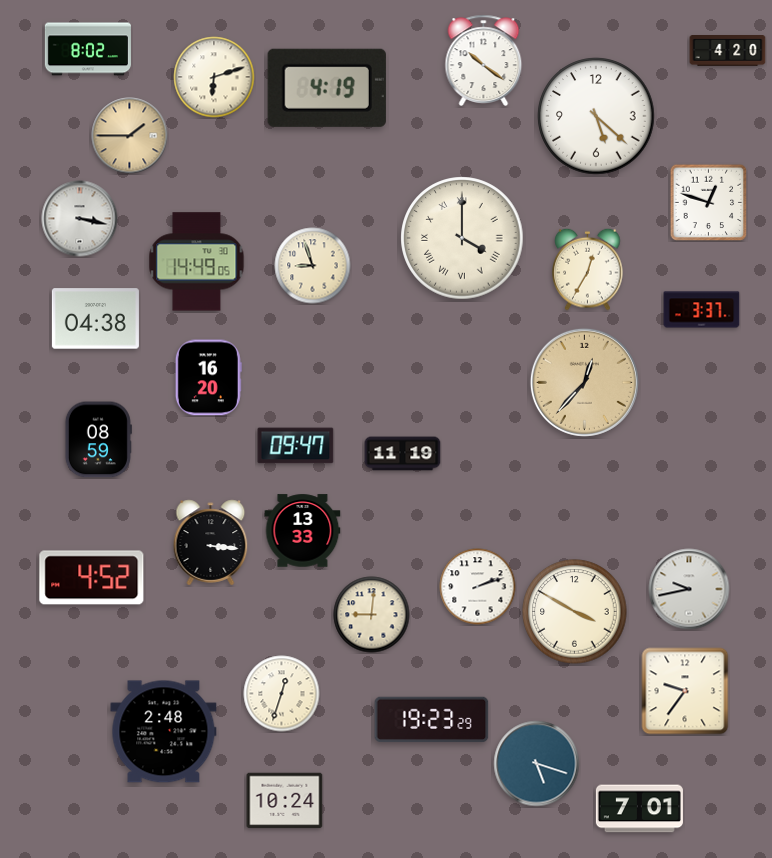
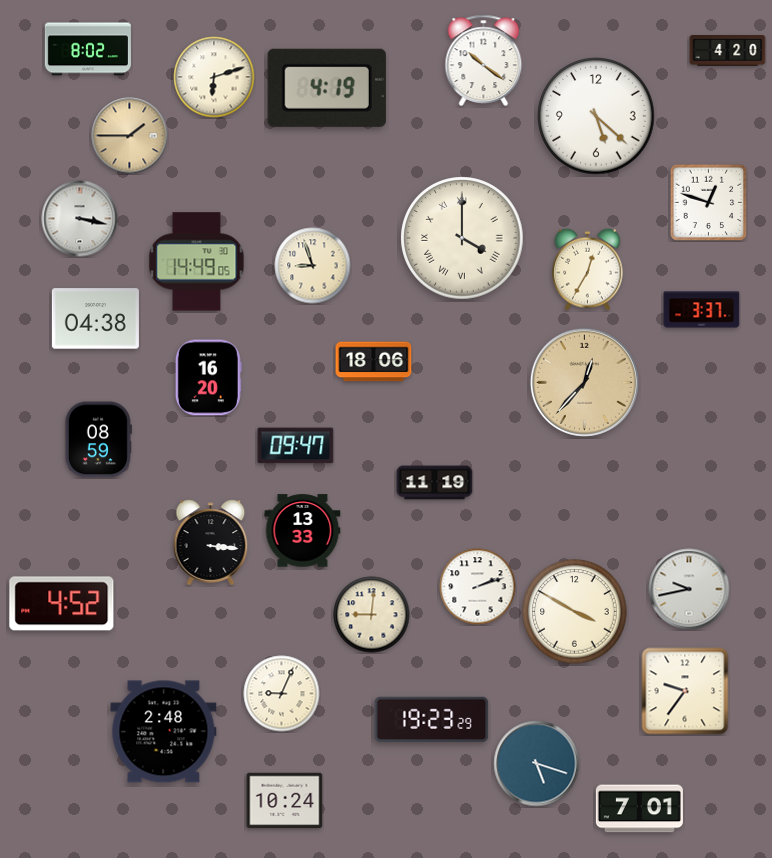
clock at (374, 362): none -> 18:06
clock at (403, 454) position: (403, 454) -> (435, 483)
clock at (92, 578) position: (92, 578) -> (62, 604)
clock at (282, 694): 12:33 -> 9:04
